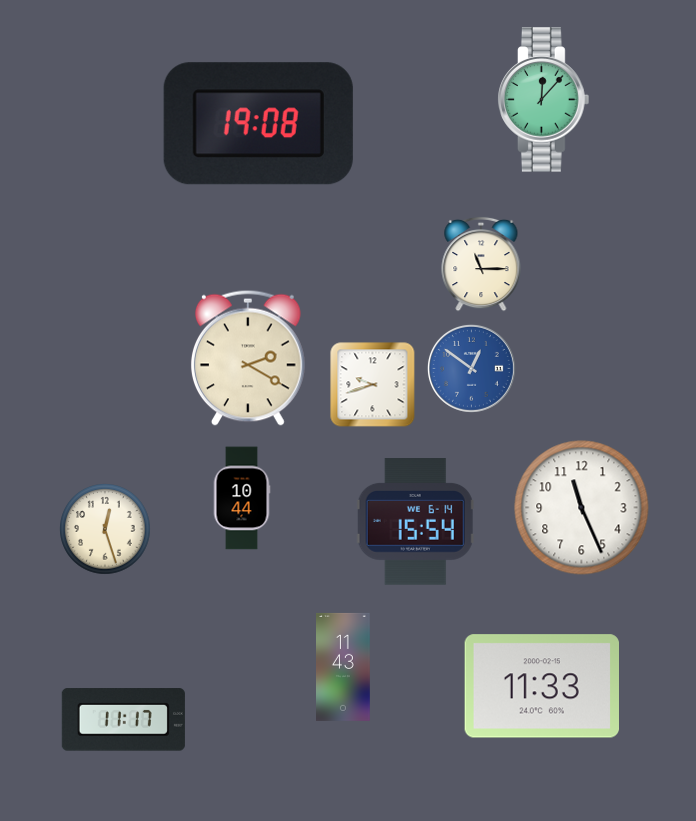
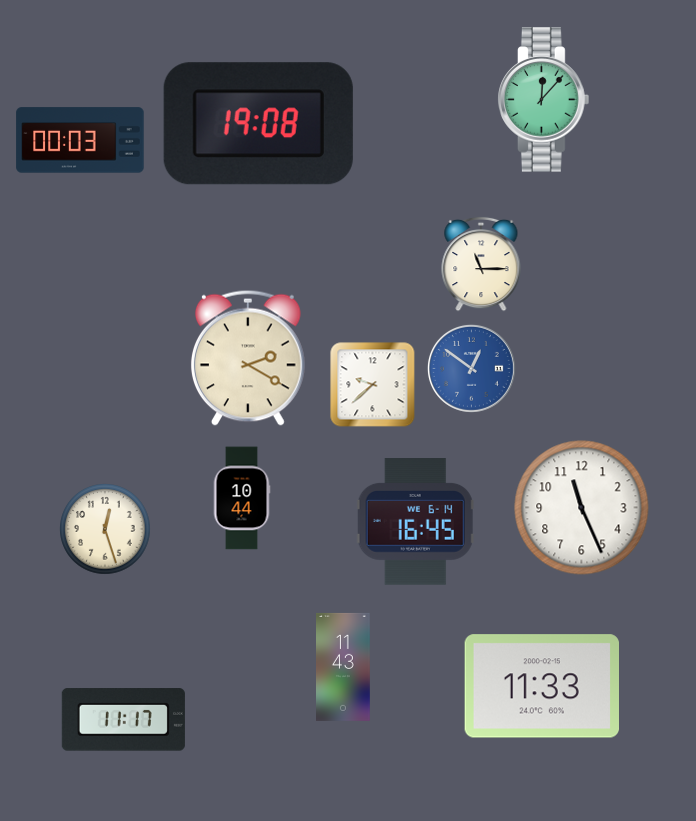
clock at (80, 140): none -> 00:03
clock at (373, 385): 9:42 -> 9:38
clock at (415, 522): 15:54 -> 16:45
